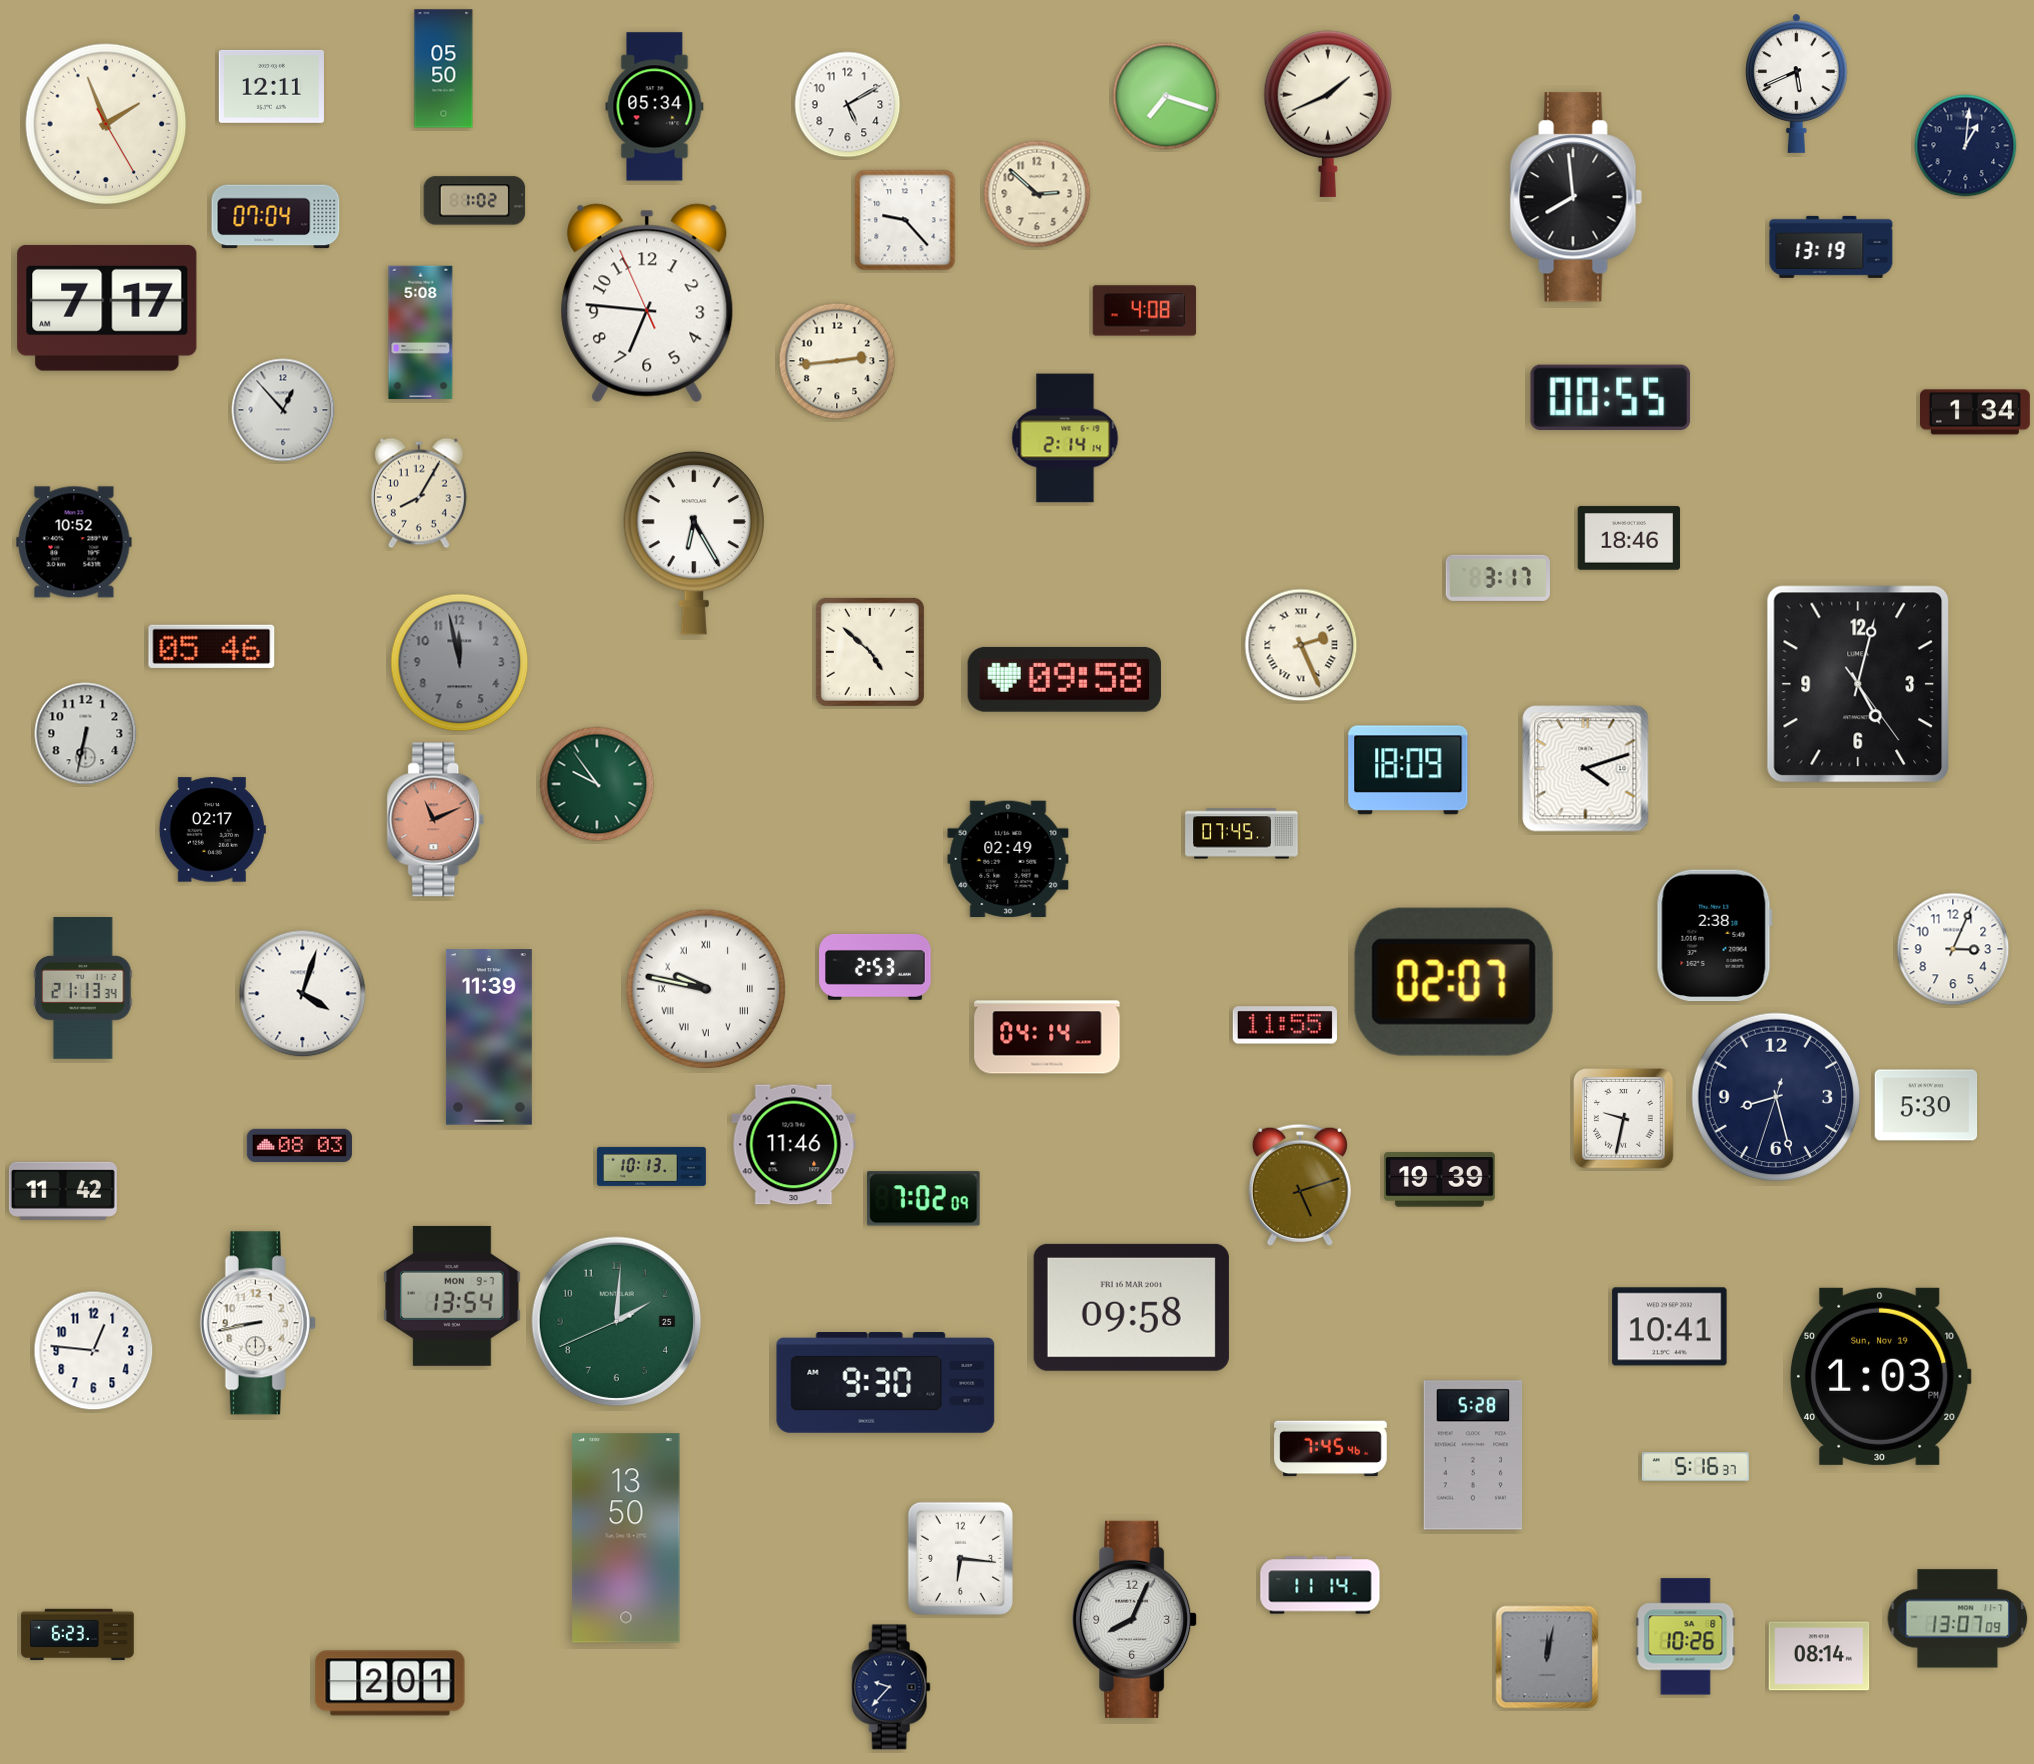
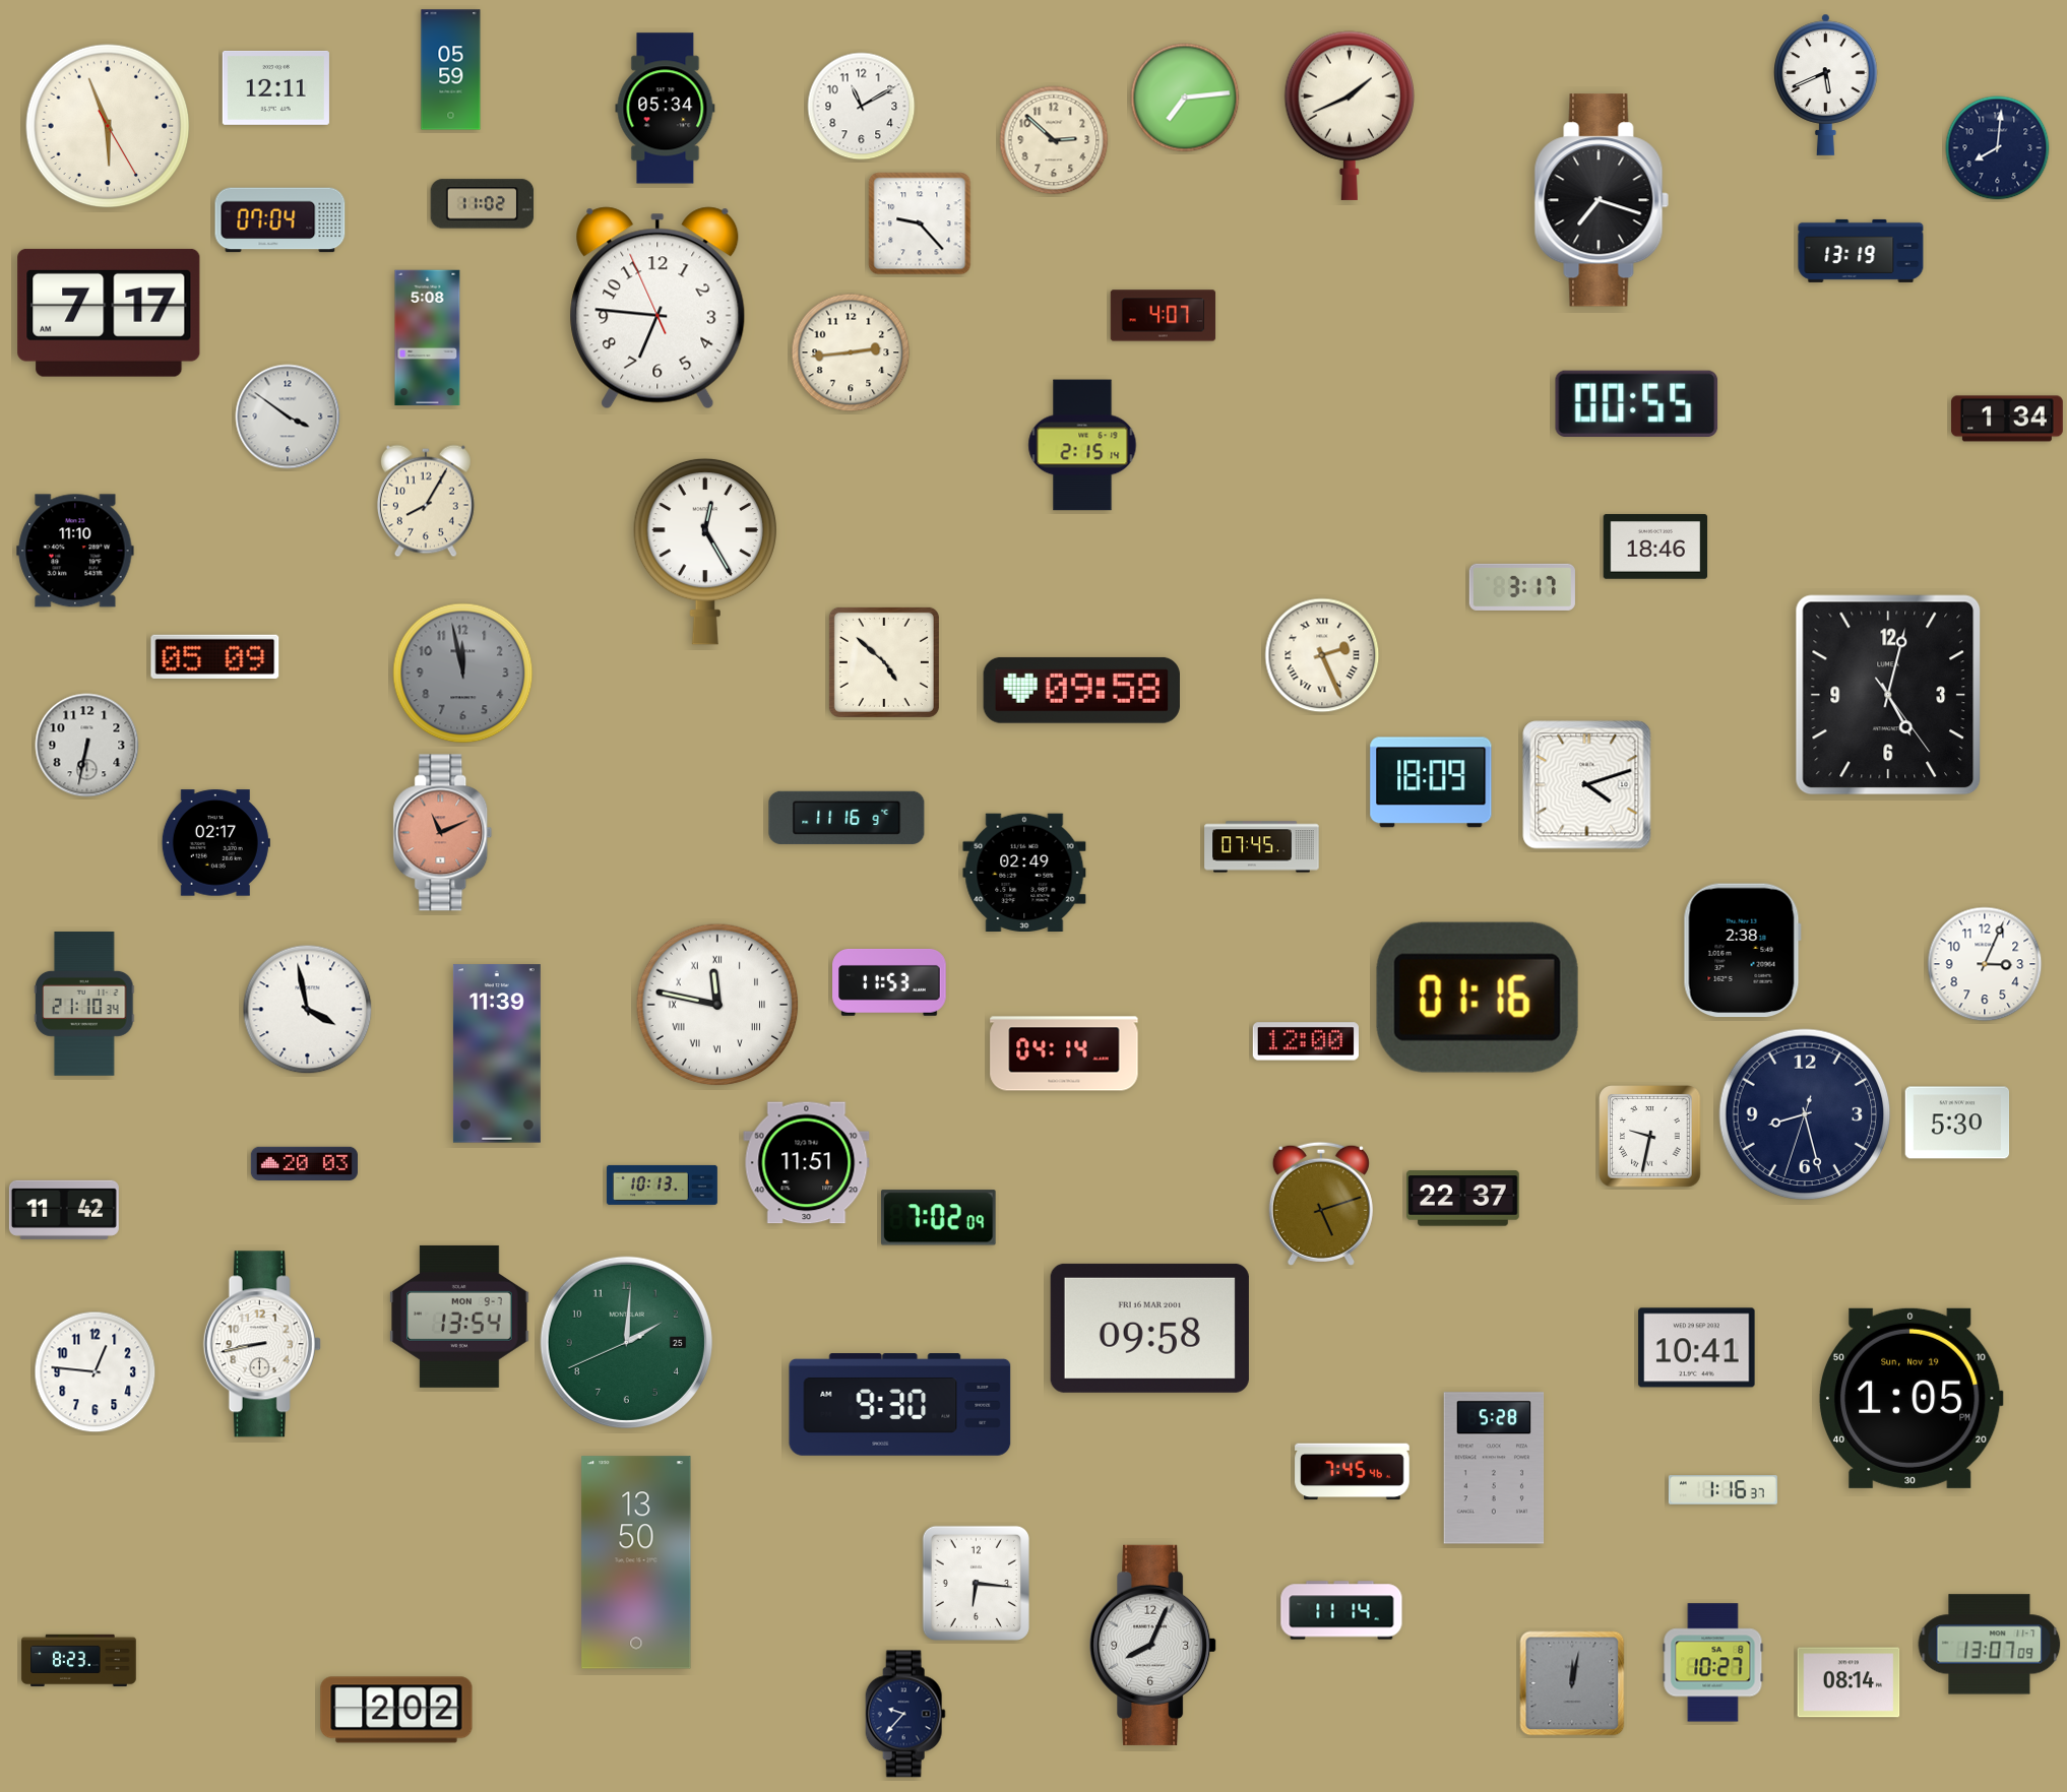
clock at (444, 69): 05:50 -> 05:59
clock at (1166, 96): 7:18 -> 7:14
clock at (848, 105): 5:10 -> 11:10
clock at (106, 124): 1:56 -> 5:56
clock at (1966, 146): 1:01 -> 8:01
clock at (1037, 194) position: (1037, 194) -> (1054, 140)
clock at (1576, 197): 7:59 -> 7:18
clock at (475, 201): 1:02 -> 11:02
clock at (1145, 311): 4:08 -> 4:07
clock at (837, 361) position: (837, 361) -> (851, 353)
clock at (283, 410): 12:53 -> 3:51
clock at (1065, 438): 2:14 -> 2:15
clock at (74, 542): 10:52 -> 11:10
clock at (694, 543): 6:25 -> 12:25
clock at (212, 646): 05:46 -> 05:09
clock at (460, 663) position: (460, 663) -> (463, 674)
clock at (1586, 769) position: (1586, 769) -> (1587, 785)
clock at (597, 784): 9:54 -> none
clock at (847, 818): none -> 11:16
clock at (875, 968): 2:53 -> 11:53
clock at (1454, 982): 02:07 -> 01:16
clock at (83, 988): 21:13 -> 21:10
clock at (706, 989): 9:47 -> 11:47
clock at (303, 994): 4:03 -> 3:58
clock at (1285, 1025): 11:55 -> 12:00
clock at (299, 1145): 08:03 -> 20:03
clock at (794, 1145): 11:46 -> 11:51
clock at (1440, 1180): 19:39 -> 22:37
clock at (1880, 1376): 1:03 -> 1:05
clock at (1473, 1455) position: (1473, 1455) -> (1494, 1468)
clock at (1695, 1467): 5:16 -> 1:16
clock at (78, 1635): 6:23 -> 8:23
clock at (1686, 1637): 10:26 -> 10:27
clock at (390, 1683): 2:01 -> 2:02
